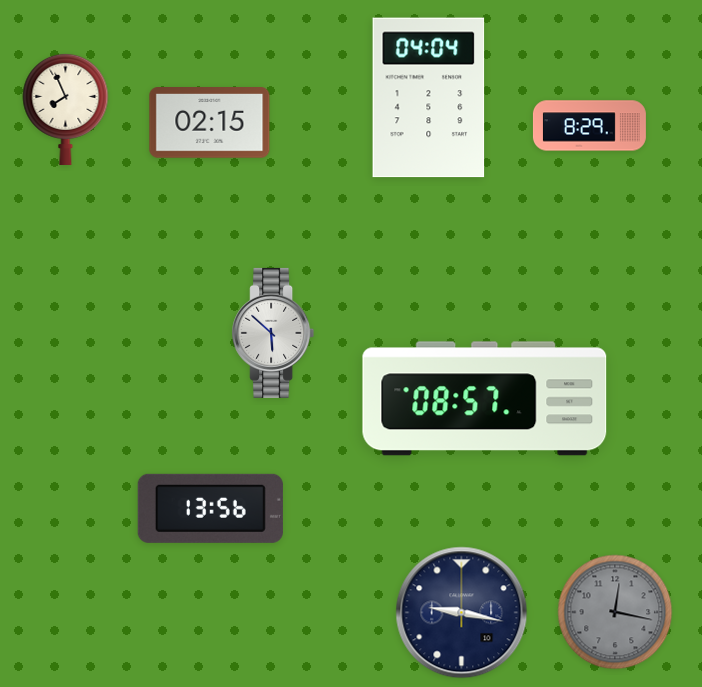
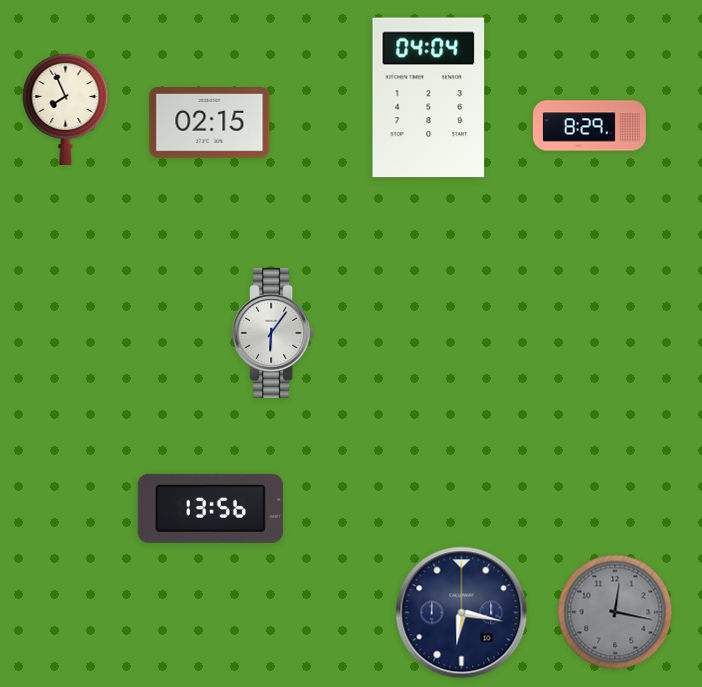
clock at (273, 333): 5:52 -> 6:06
clock at (485, 399): 08:57 -> none
clock at (462, 613): 9:17 -> 6:17
